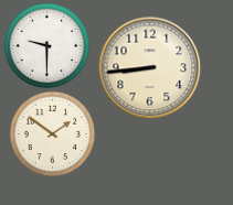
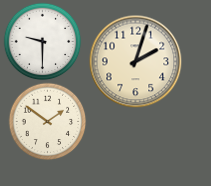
clock at (149, 67): 8:44 -> 2:03
